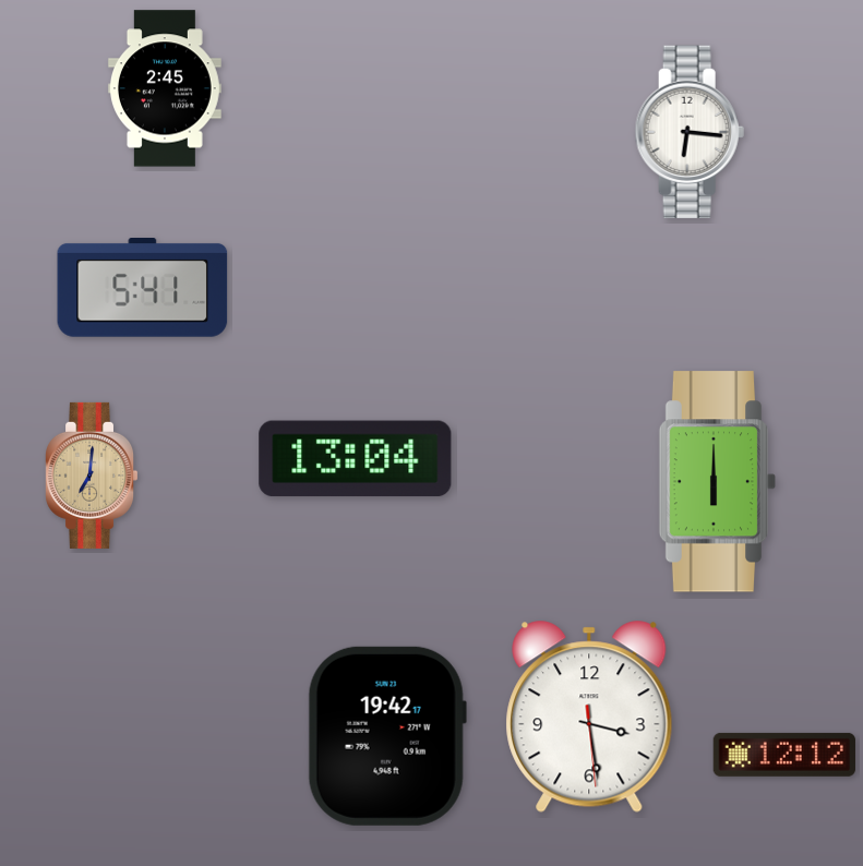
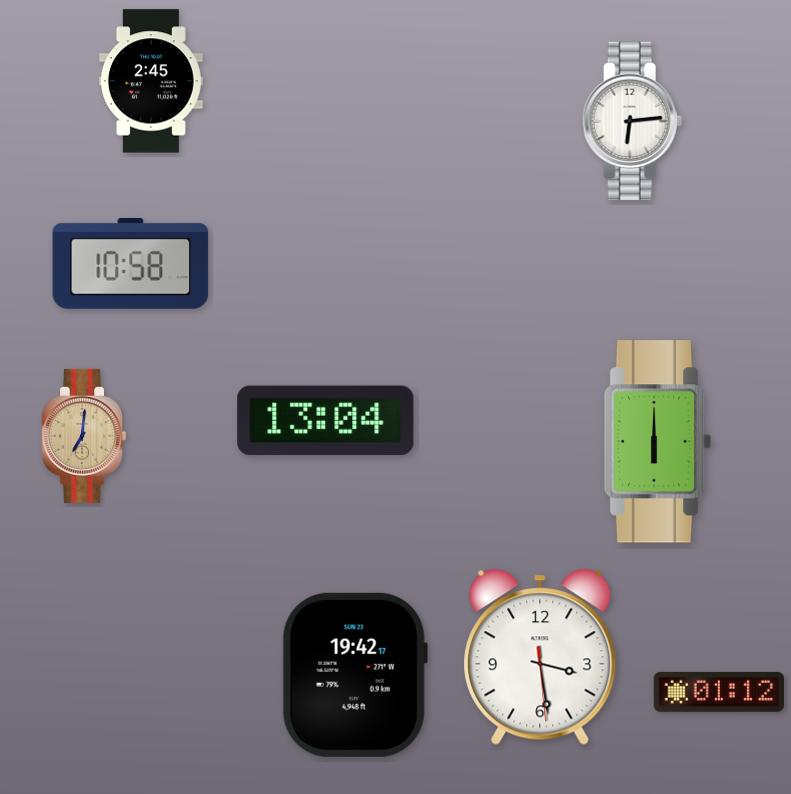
clock at (690, 132): 6:16 -> 6:14
clock at (143, 288): 5:41 -> 10:58
clock at (784, 755): 12:12 -> 01:12
